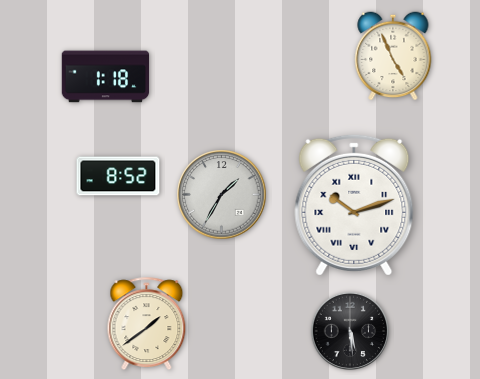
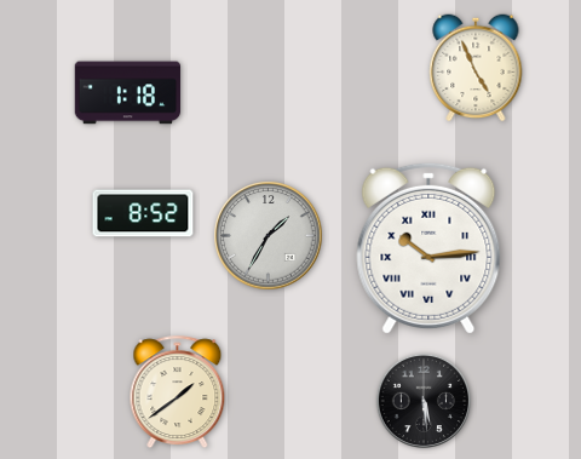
clock at (354, 205): 10:12 -> 10:14
